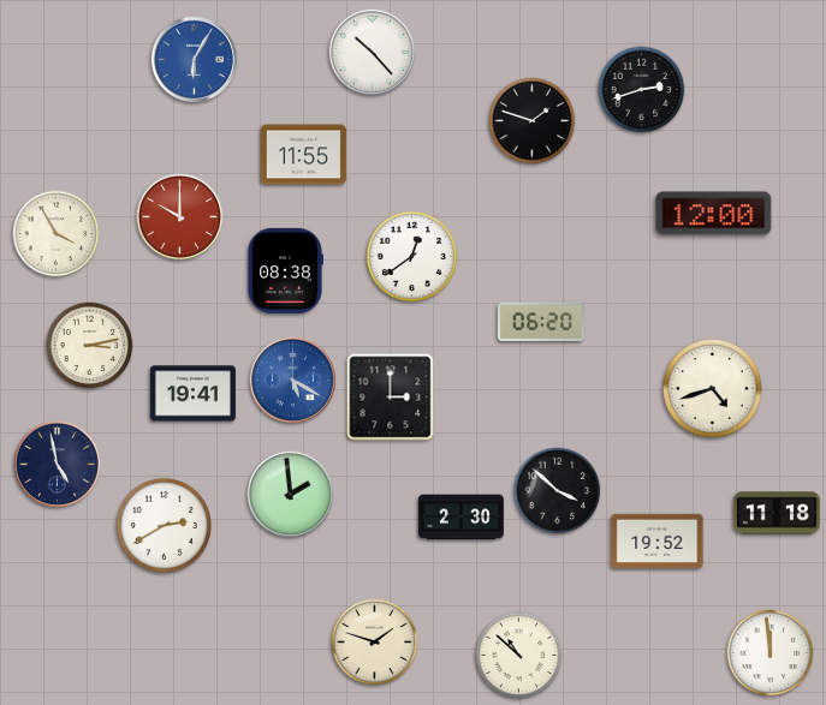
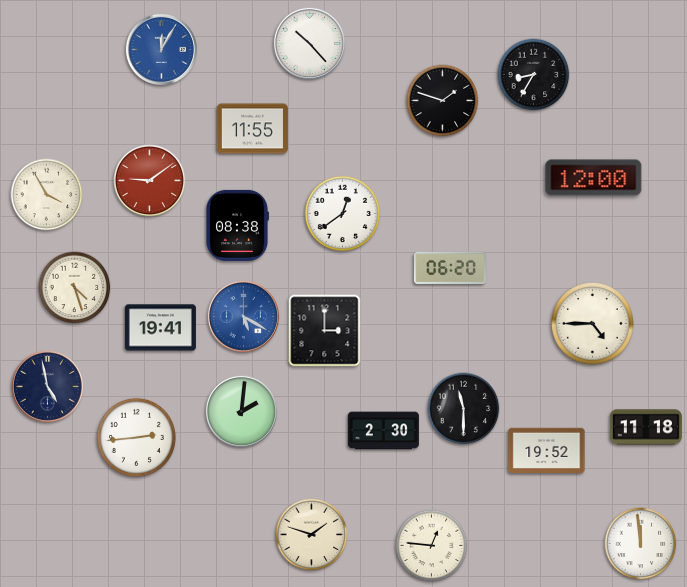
clock at (194, 59): 6:05 -> 12:05
clock at (642, 90): 2:42 -> 8:35
clock at (180, 217): 10:00 -> 9:09
clock at (90, 346): 3:13 -> 4:27
clock at (713, 389): 4:42 -> 4:45
clock at (558, 491): 3:52 -> 11:30
clock at (290, 494): 1:59 -> 2:01
clock at (164, 525): 2:40 -> 2:44
clock at (519, 656): 10:52 -> 12:46
